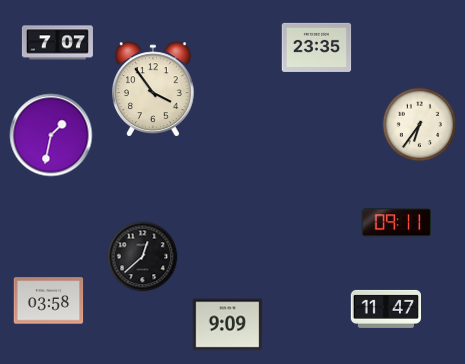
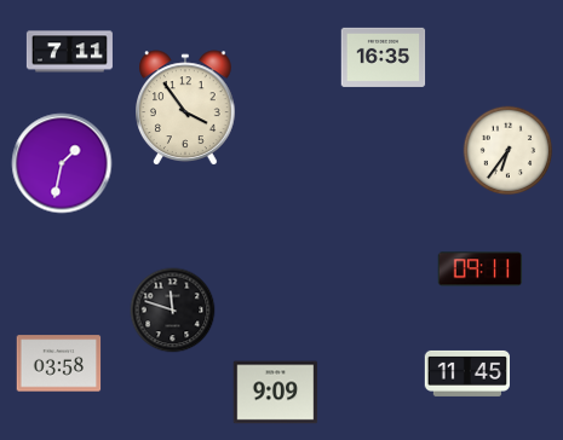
clock at (57, 43): 7:07 -> 7:11
clock at (317, 47): 23:35 -> 16:35
clock at (143, 257): 12:38 -> 11:48
clock at (385, 309): 11:47 -> 11:45
